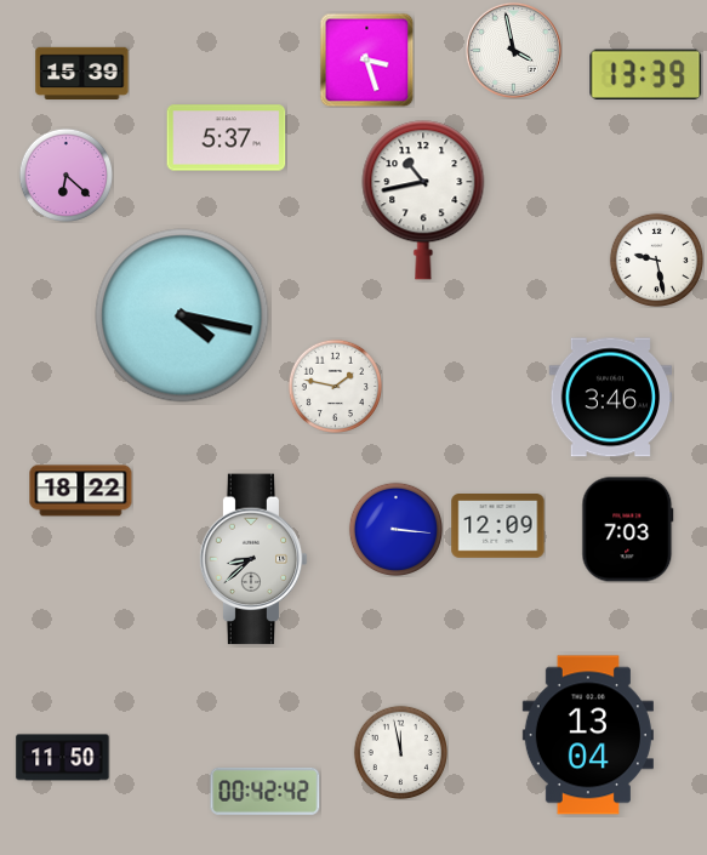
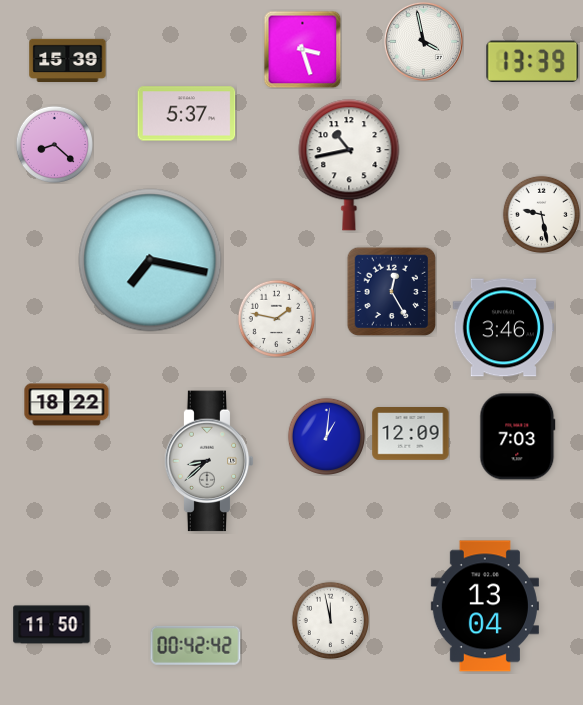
clock at (65, 175): 6:22 -> 8:22
clock at (182, 315): 4:17 -> 7:17
clock at (391, 291): none -> 12:25
clock at (395, 529): 3:16 -> 1:01
clock at (266, 791) position: (266, 791) -> (196, 645)
